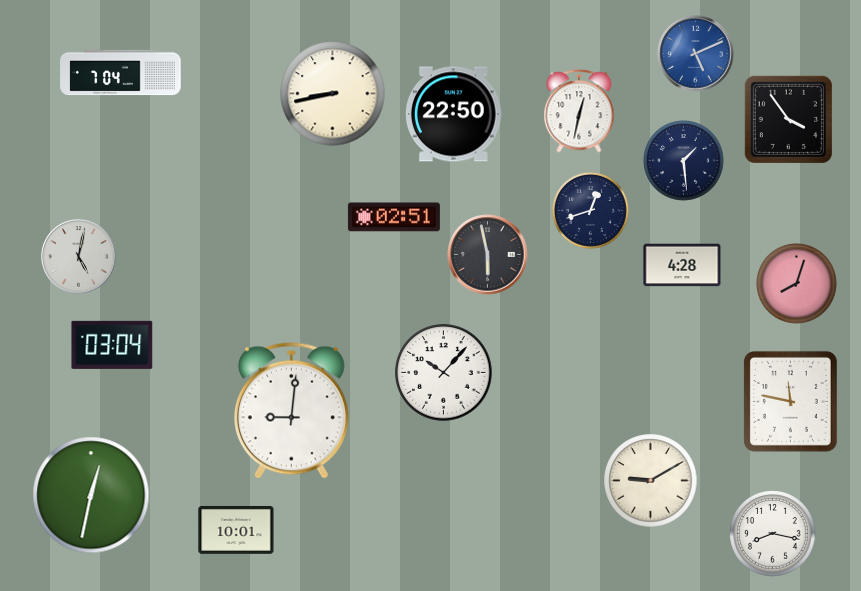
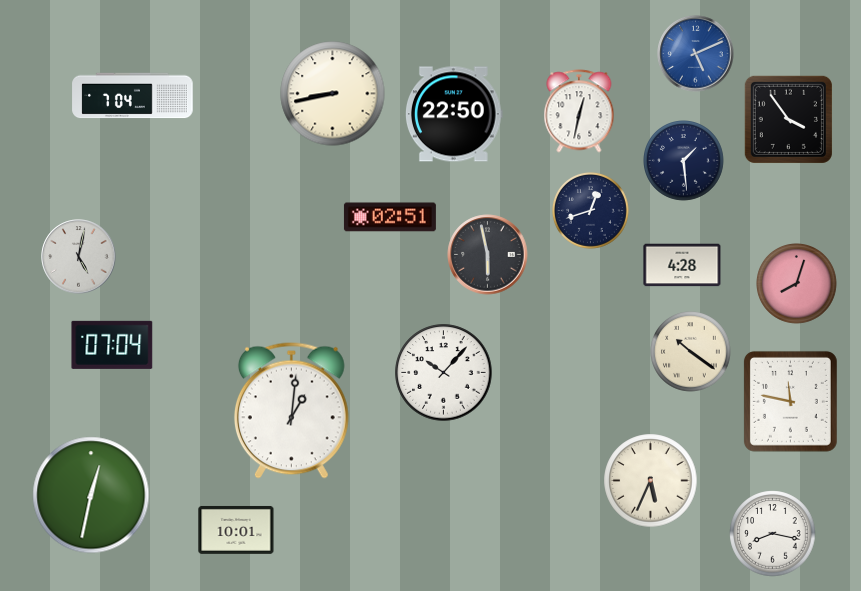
clock at (121, 73) position: (121, 73) -> (133, 96)
clock at (394, 217) position: (394, 217) -> (390, 217)
clock at (112, 345): 03:04 -> 07:04
clock at (691, 352): none -> 10:21
clock at (291, 410): 9:01 -> 1:01
clock at (651, 481): 9:10 -> 5:34
